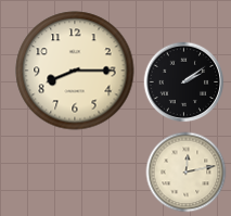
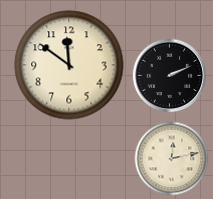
clock at (75, 71): 8:15 -> 11:51
clock at (184, 82): 2:09 -> 2:11
